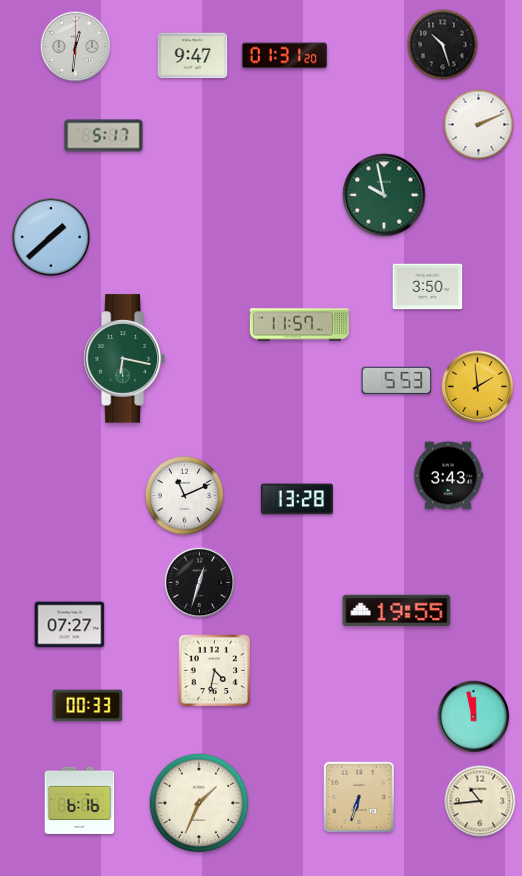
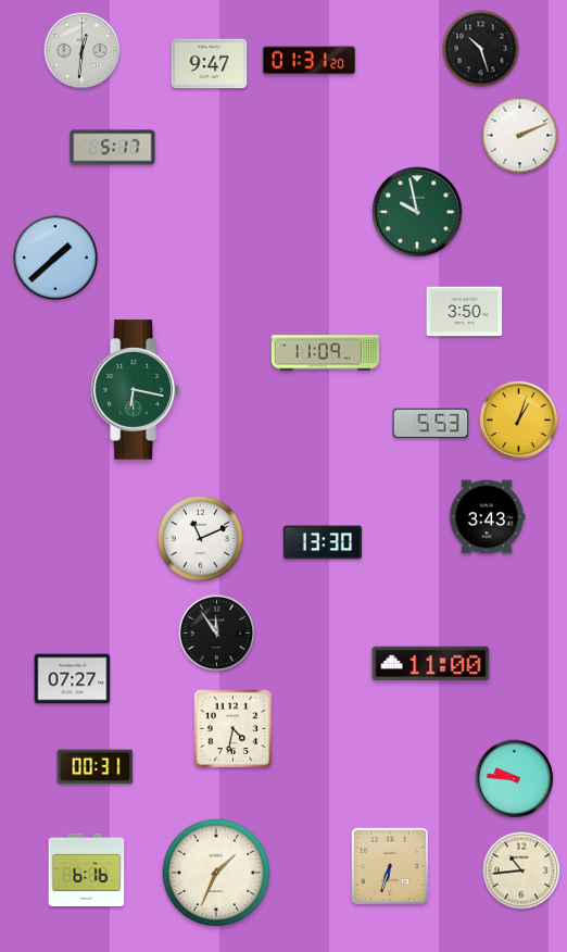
clock at (193, 56) position: (193, 56) -> (210, 64)
clock at (299, 325): 11:57 -> 11:09
clock at (397, 380) position: (397, 380) -> (431, 423)
clock at (478, 387): 1:59 -> 1:03
clock at (297, 499): 13:28 -> 13:30
clock at (200, 583): 12:33 -> 11:54
clock at (397, 611): 19:55 -> 11:00
clock at (70, 625) position: (70, 625) -> (73, 679)
clock at (88, 706): 00:33 -> 00:31
clock at (474, 717): 11:58 -> 9:46
